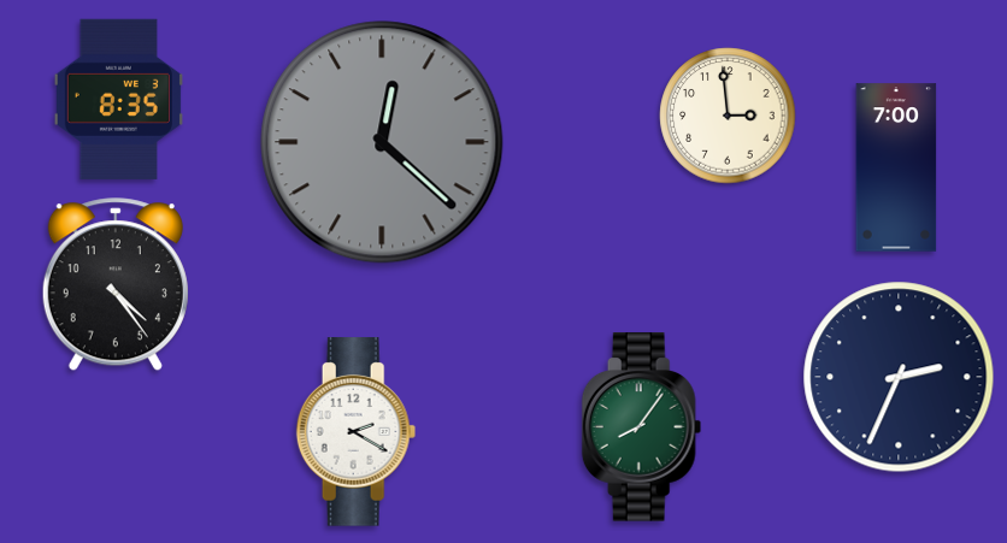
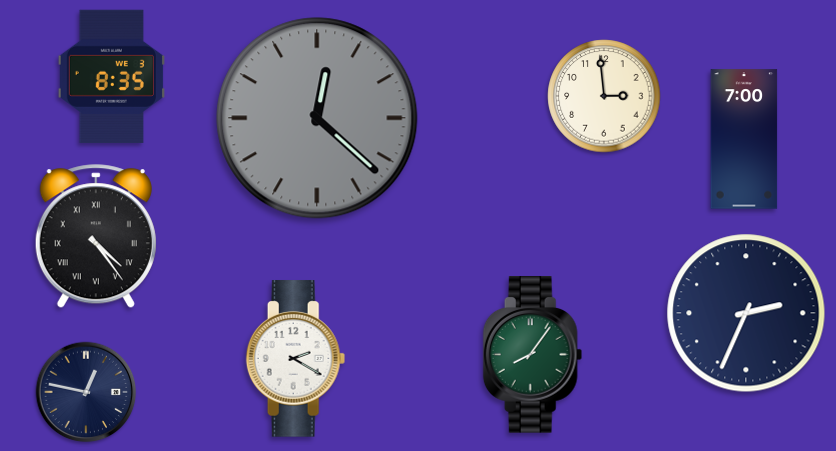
clock at (118, 99) position: (118, 99) -> (111, 76)
clock at (116, 285) numerals: Arabic -> Roman
clock at (86, 392): none -> 12:47
